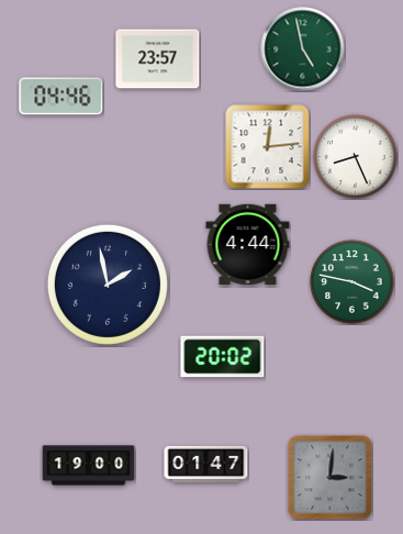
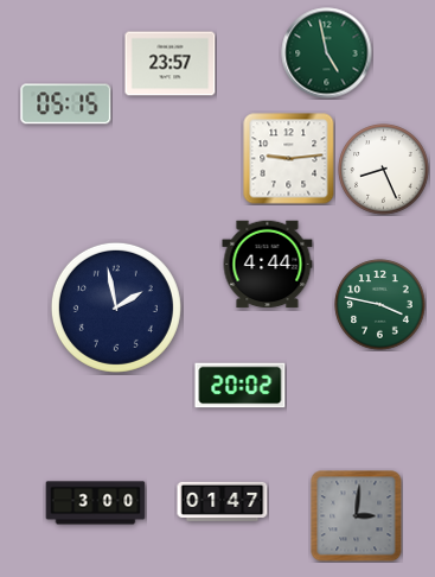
clock at (61, 97): 04:46 -> 05:15
clock at (268, 147): 12:14 -> 9:14
clock at (89, 466): 19:00 -> 3:00
